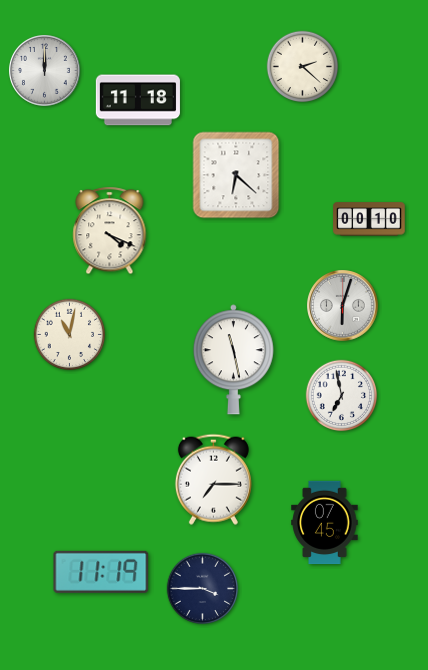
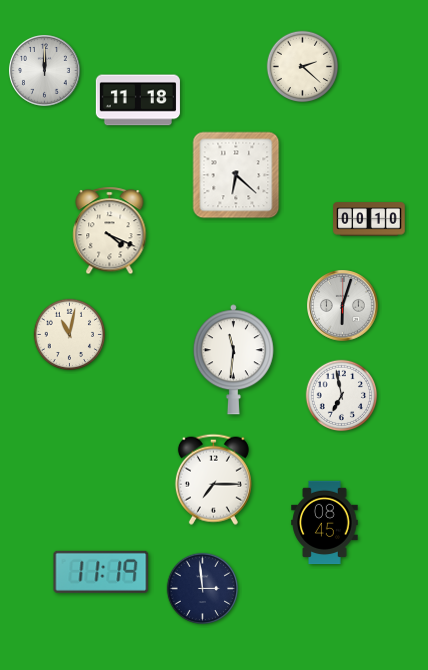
clock at (233, 360): 11:28 -> 11:31
clock at (325, 523): 07:45 -> 08:45
clock at (203, 589): 3:45 -> 2:59
